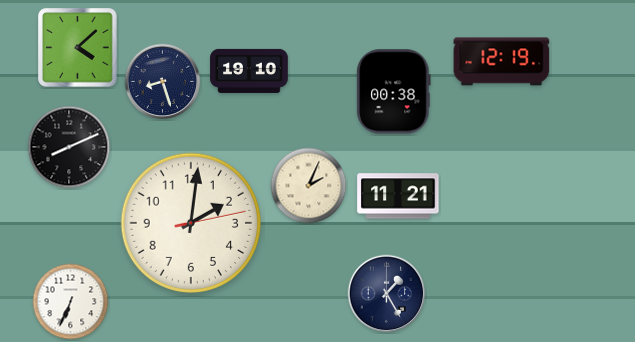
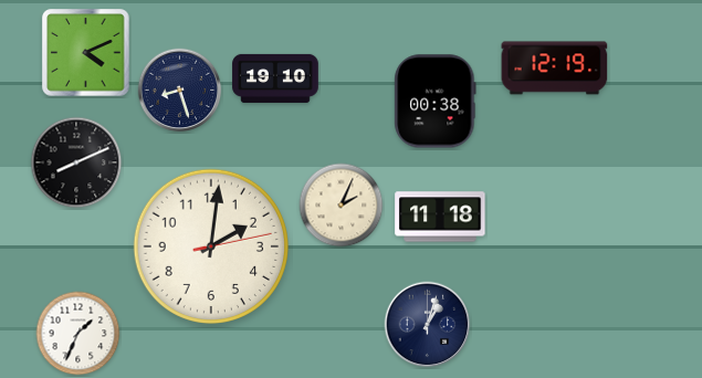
clock at (78, 48): 4:08 -> 4:11
clock at (398, 196): 11:21 -> 11:18
clock at (387, 294): 1:25 -> 1:03
clock at (71, 302): 6:34 -> 1:34
